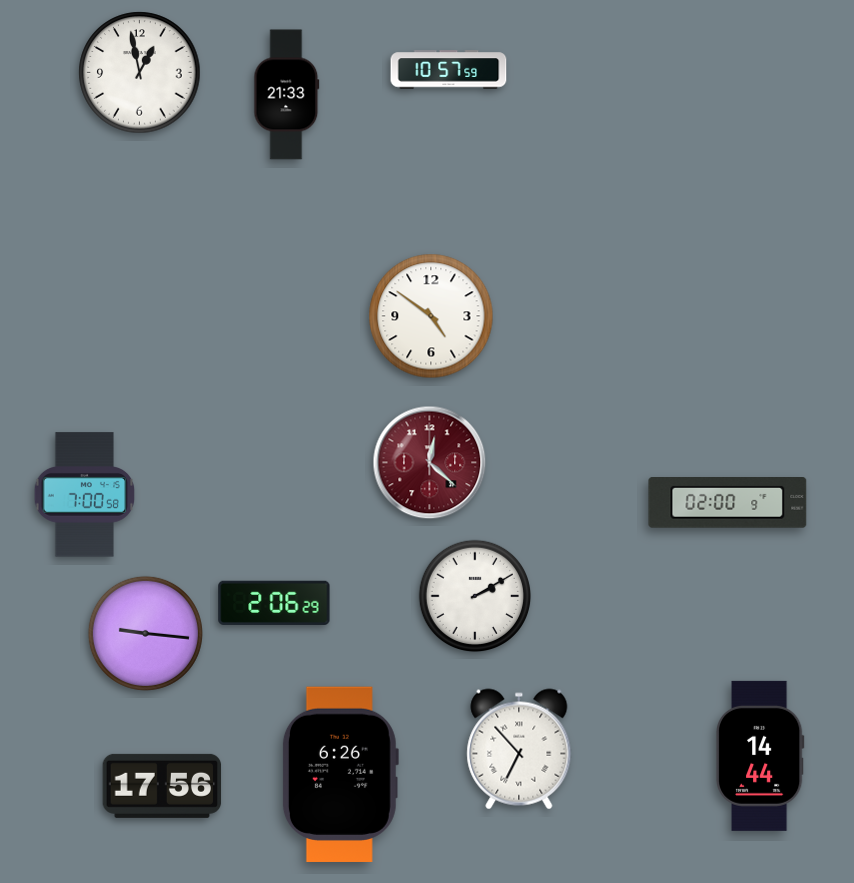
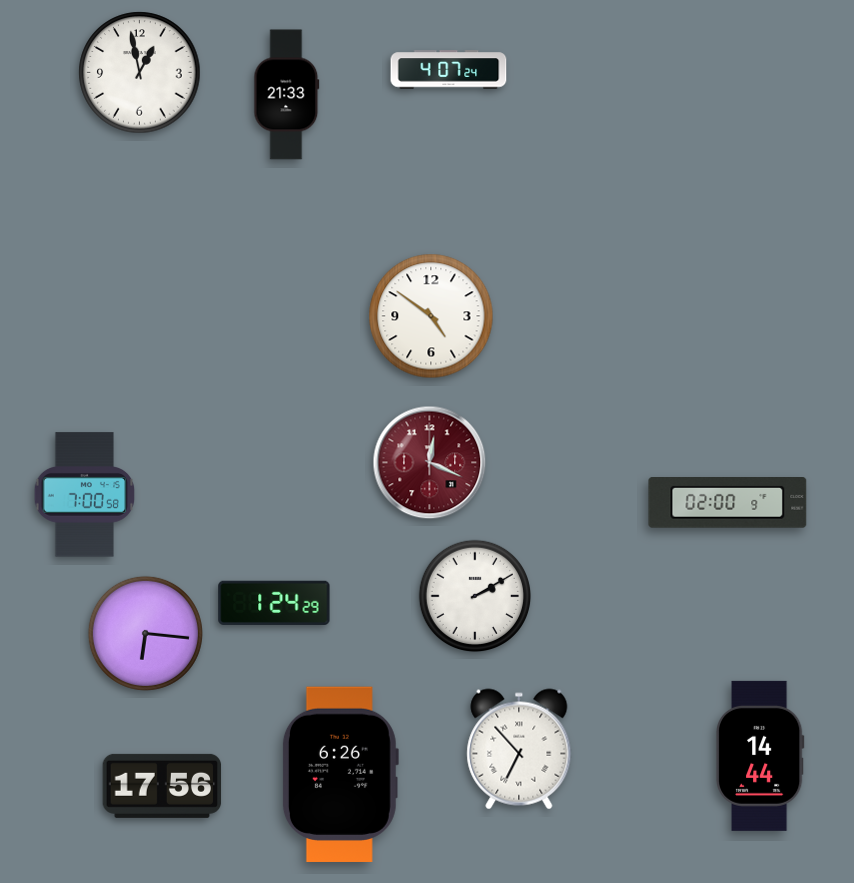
clock at (449, 70): 10:57 -> 4:07
clock at (430, 463): 12:22 -> 12:19
clock at (274, 603): 2:06 -> 1:24
clock at (145, 633): 9:16 -> 6:16
